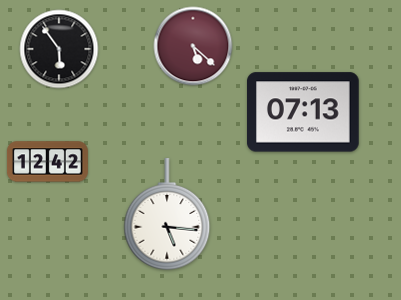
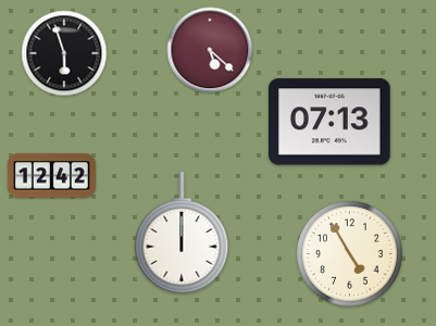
clock at (59, 49): 5:54 -> 5:57
clock at (167, 215): 5:16 -> 12:00
clock at (350, 254): none -> 4:55
